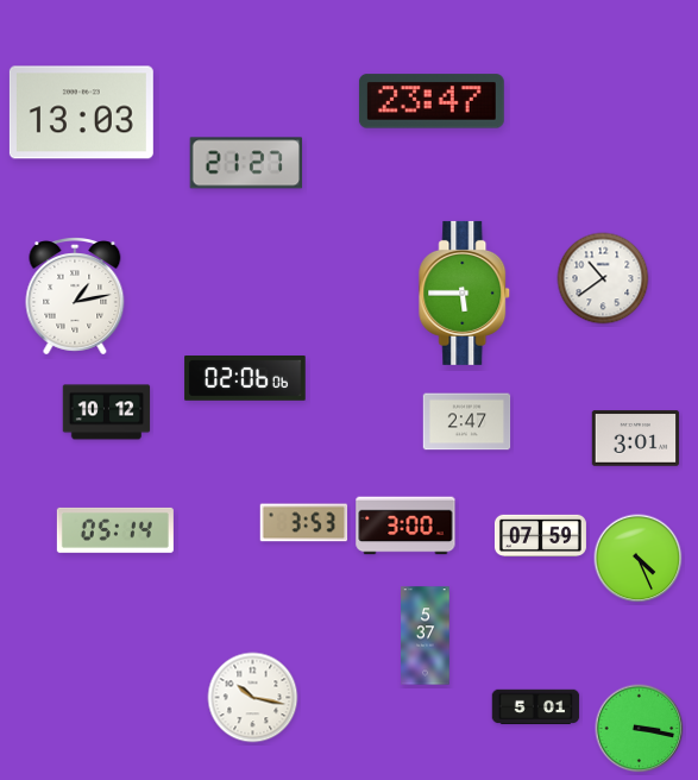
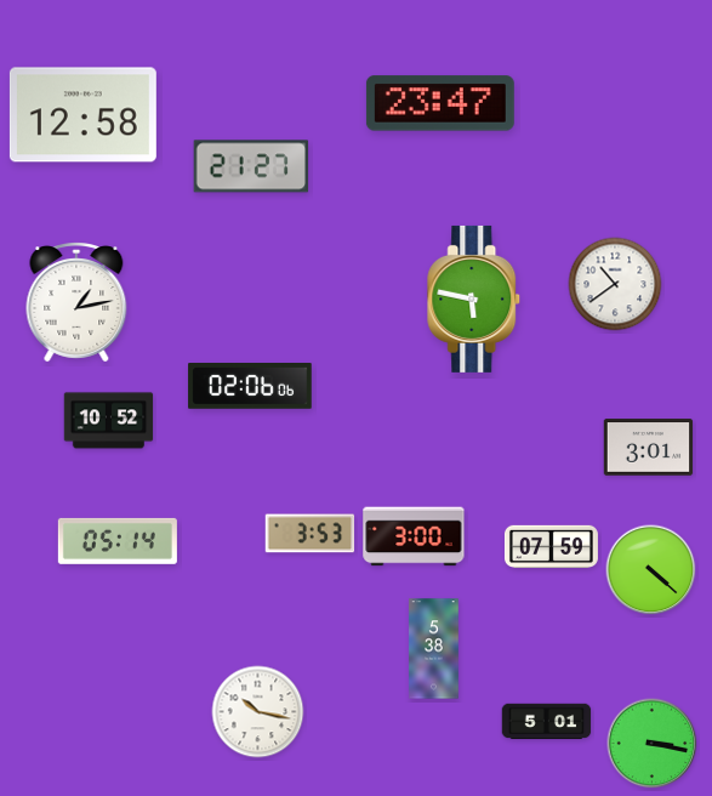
clock at (81, 113): 13:03 -> 12:58
clock at (465, 292): 5:45 -> 5:47
clock at (107, 413): 10:12 -> 10:52
clock at (467, 422): 2:47 -> none
clock at (639, 559): 4:26 -> 4:22
clock at (426, 636): 5:37 -> 5:38
